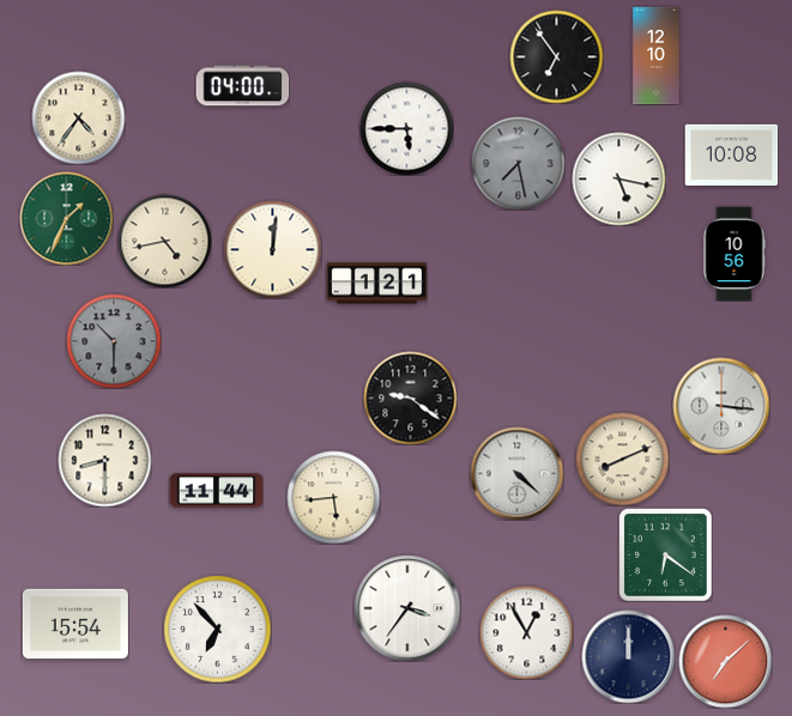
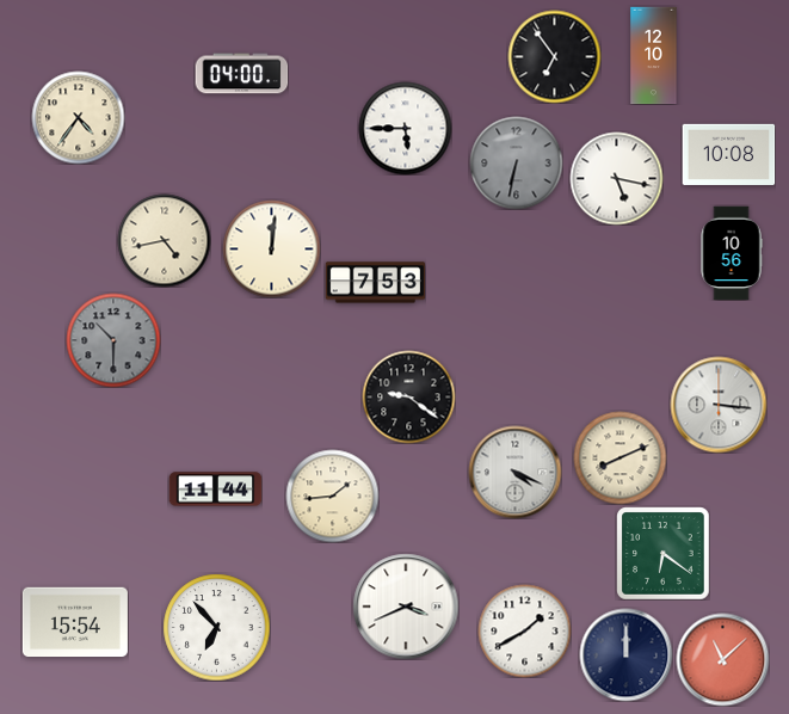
clock at (242, 86) position: (242, 86) -> (241, 74)
clock at (518, 163): 7:28 -> 6:32
clock at (66, 218): 1:34 -> none
clock at (376, 284): 1:21 -> 7:53
clock at (104, 460): 8:30 -> none
clock at (516, 473): 4:22 -> 4:19
clock at (333, 497): 5:44 -> 1:44
clock at (407, 608): 3:36 -> 3:41
clock at (526, 632): 12:55 -> 1:40
clock at (725, 661): 7:08 -> 11:08
